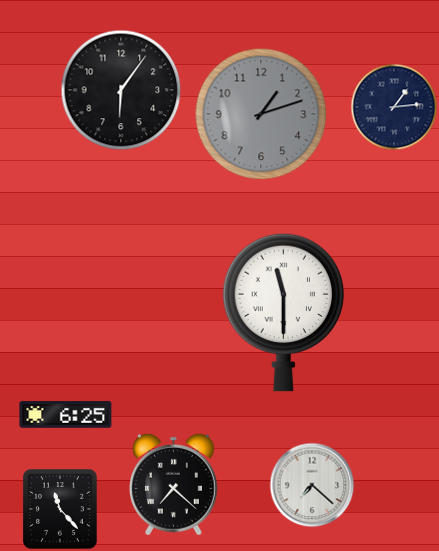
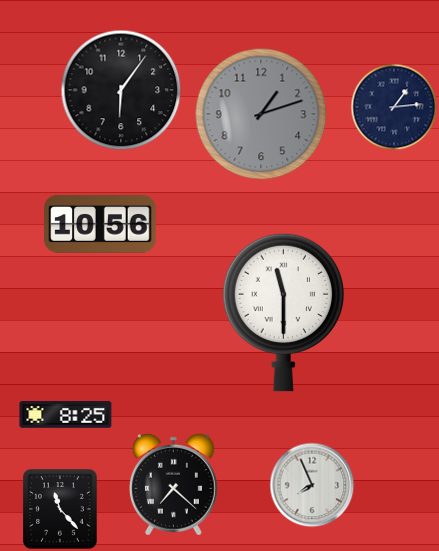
clock at (100, 224): none -> 10:56
clock at (66, 415): 6:25 -> 8:25
clock at (312, 485): 7:22 -> 7:56
